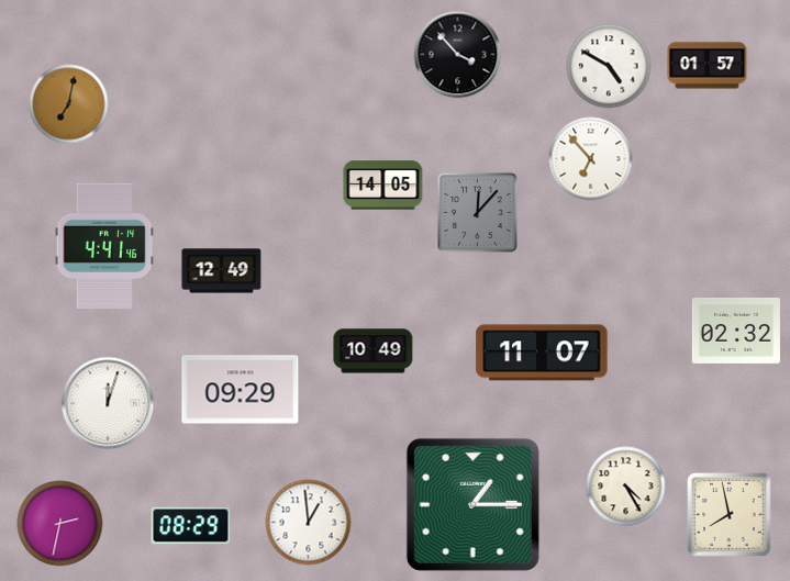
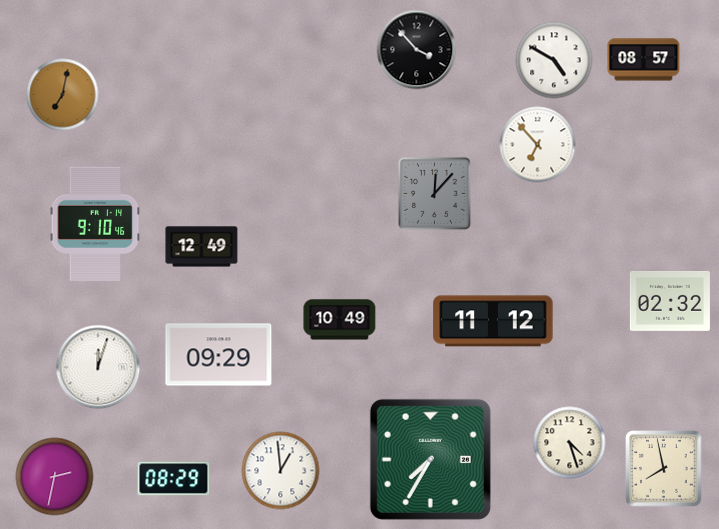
clock at (708, 66): 01:57 -> 08:57
clock at (383, 186): 14:05 -> none
clock at (104, 246): 4:41 -> 9:10
clock at (542, 353): 11:07 -> 11:12
clock at (626, 487): 4:25 -> 4:27
clock at (472, 504): 1:15 -> 7:35
clock at (309, 523) position: (309, 523) -> (281, 471)
